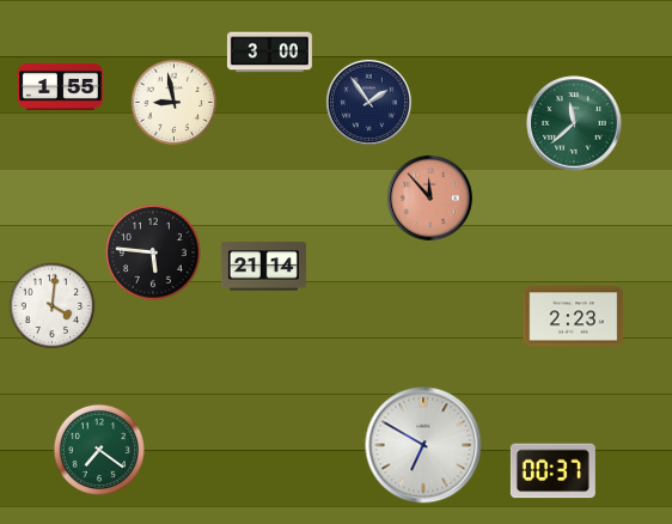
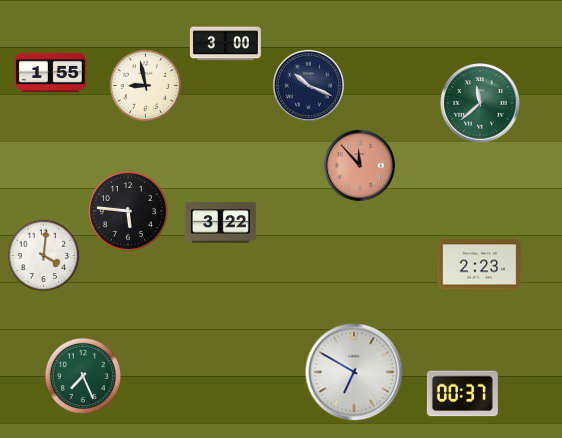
clock at (368, 102): 1:54 -> 10:19
clock at (263, 267): 21:14 -> 3:22
clock at (99, 450): 7:21 -> 7:26
